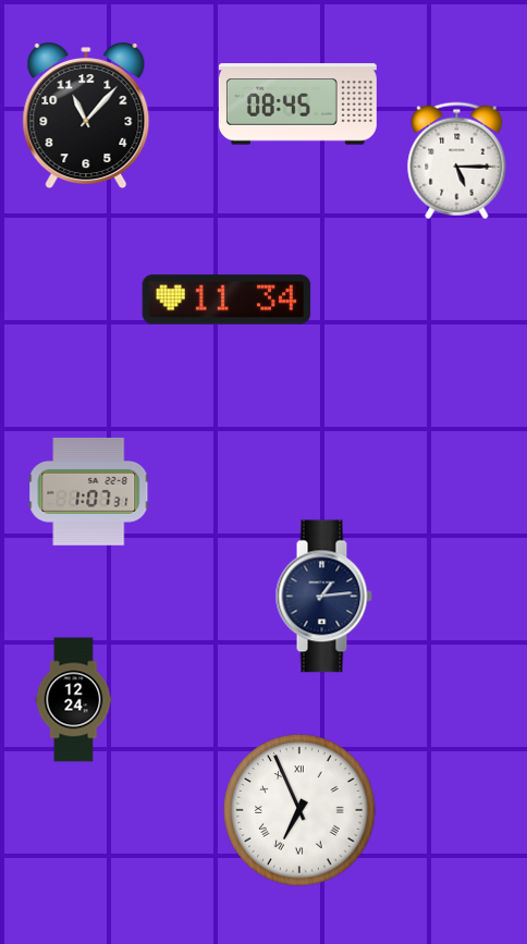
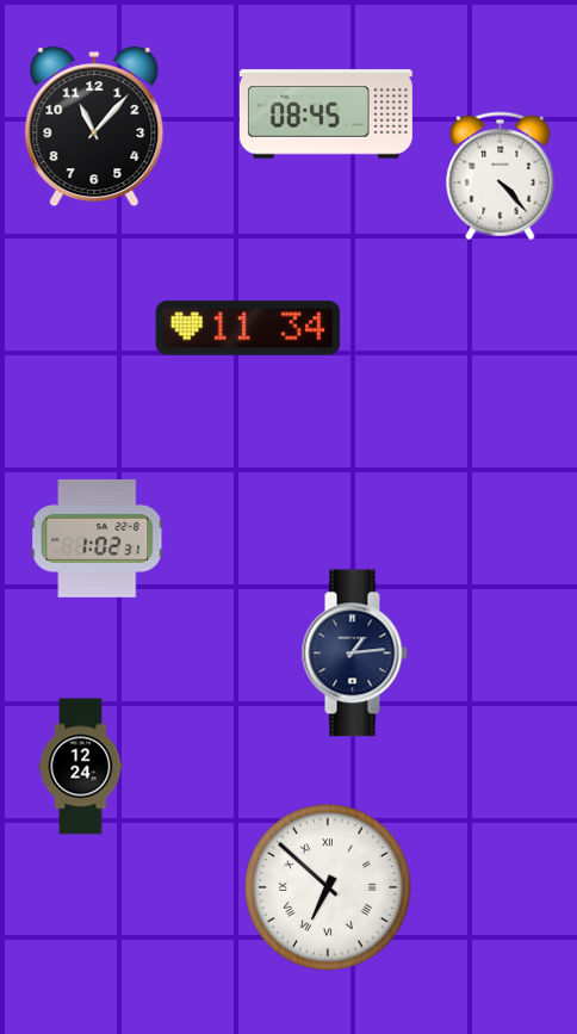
clock at (457, 161): 5:15 -> 4:23
clock at (89, 492): 1:07 -> 1:02
clock at (299, 810): 6:56 -> 6:52
